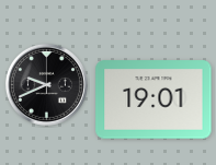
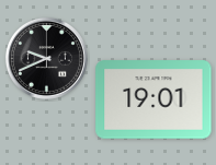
clock at (46, 84) position: (46, 84) -> (46, 58)
